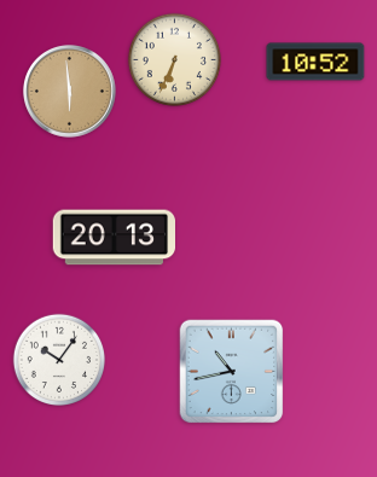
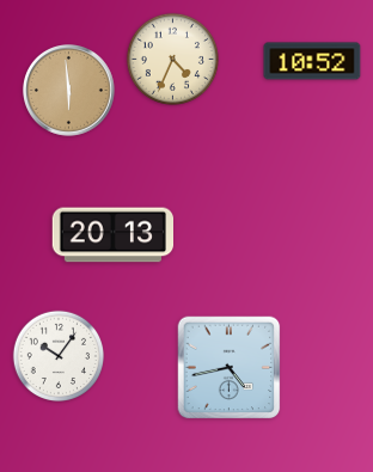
clock at (174, 59): 6:34 -> 4:34
clock at (232, 372): 10:43 -> 4:43
